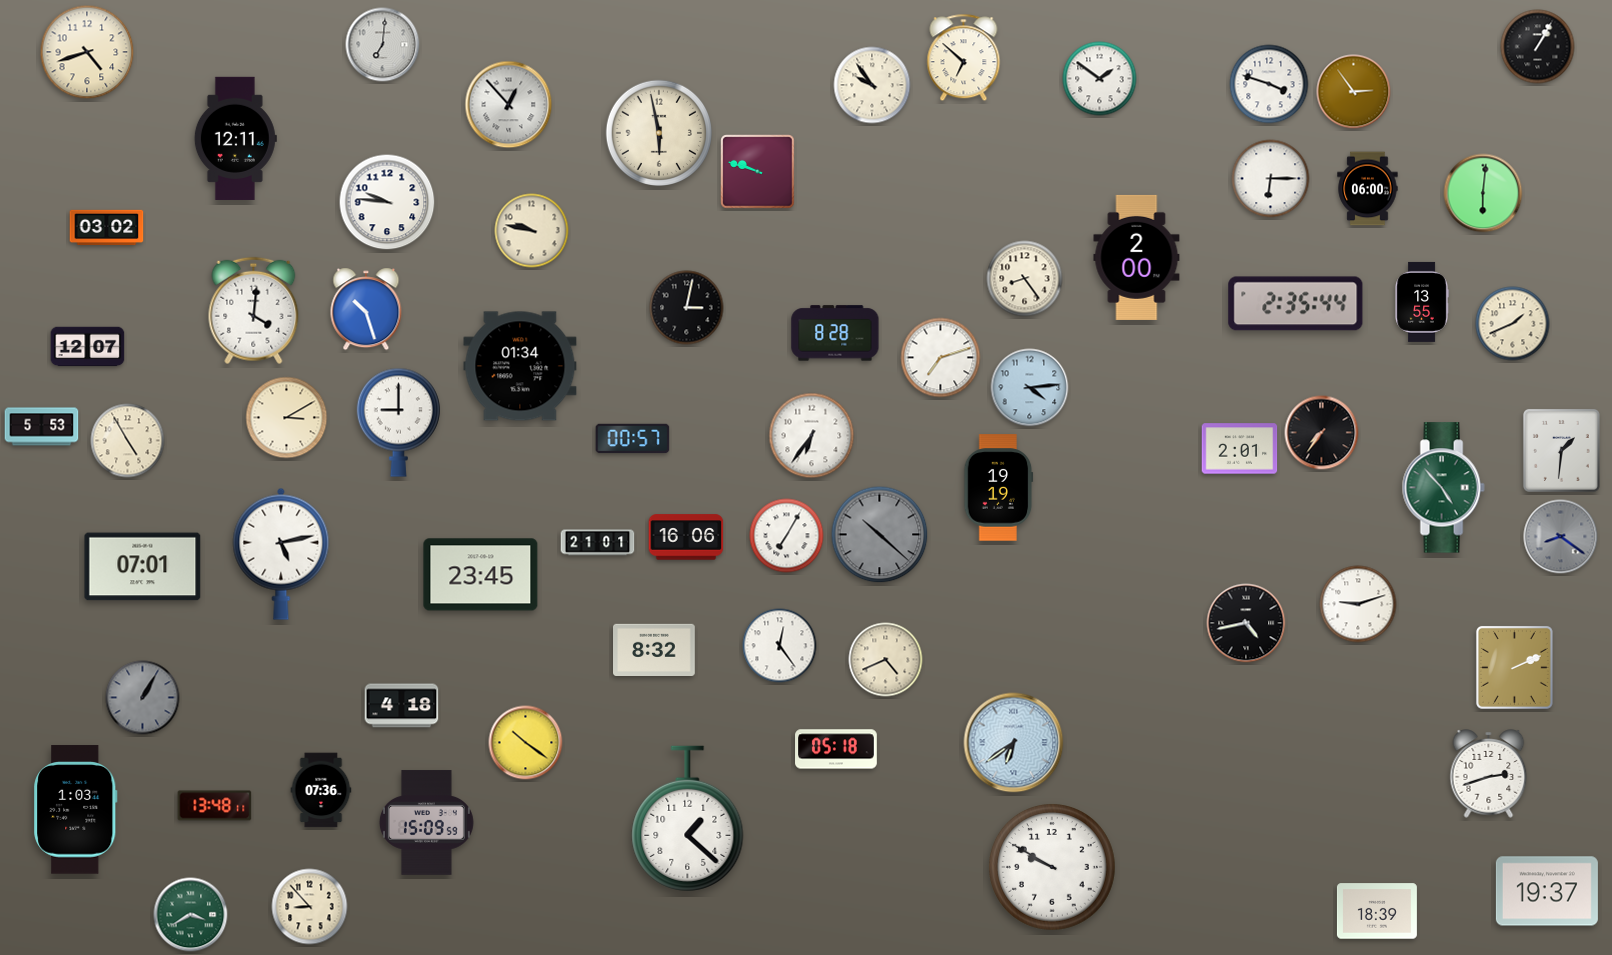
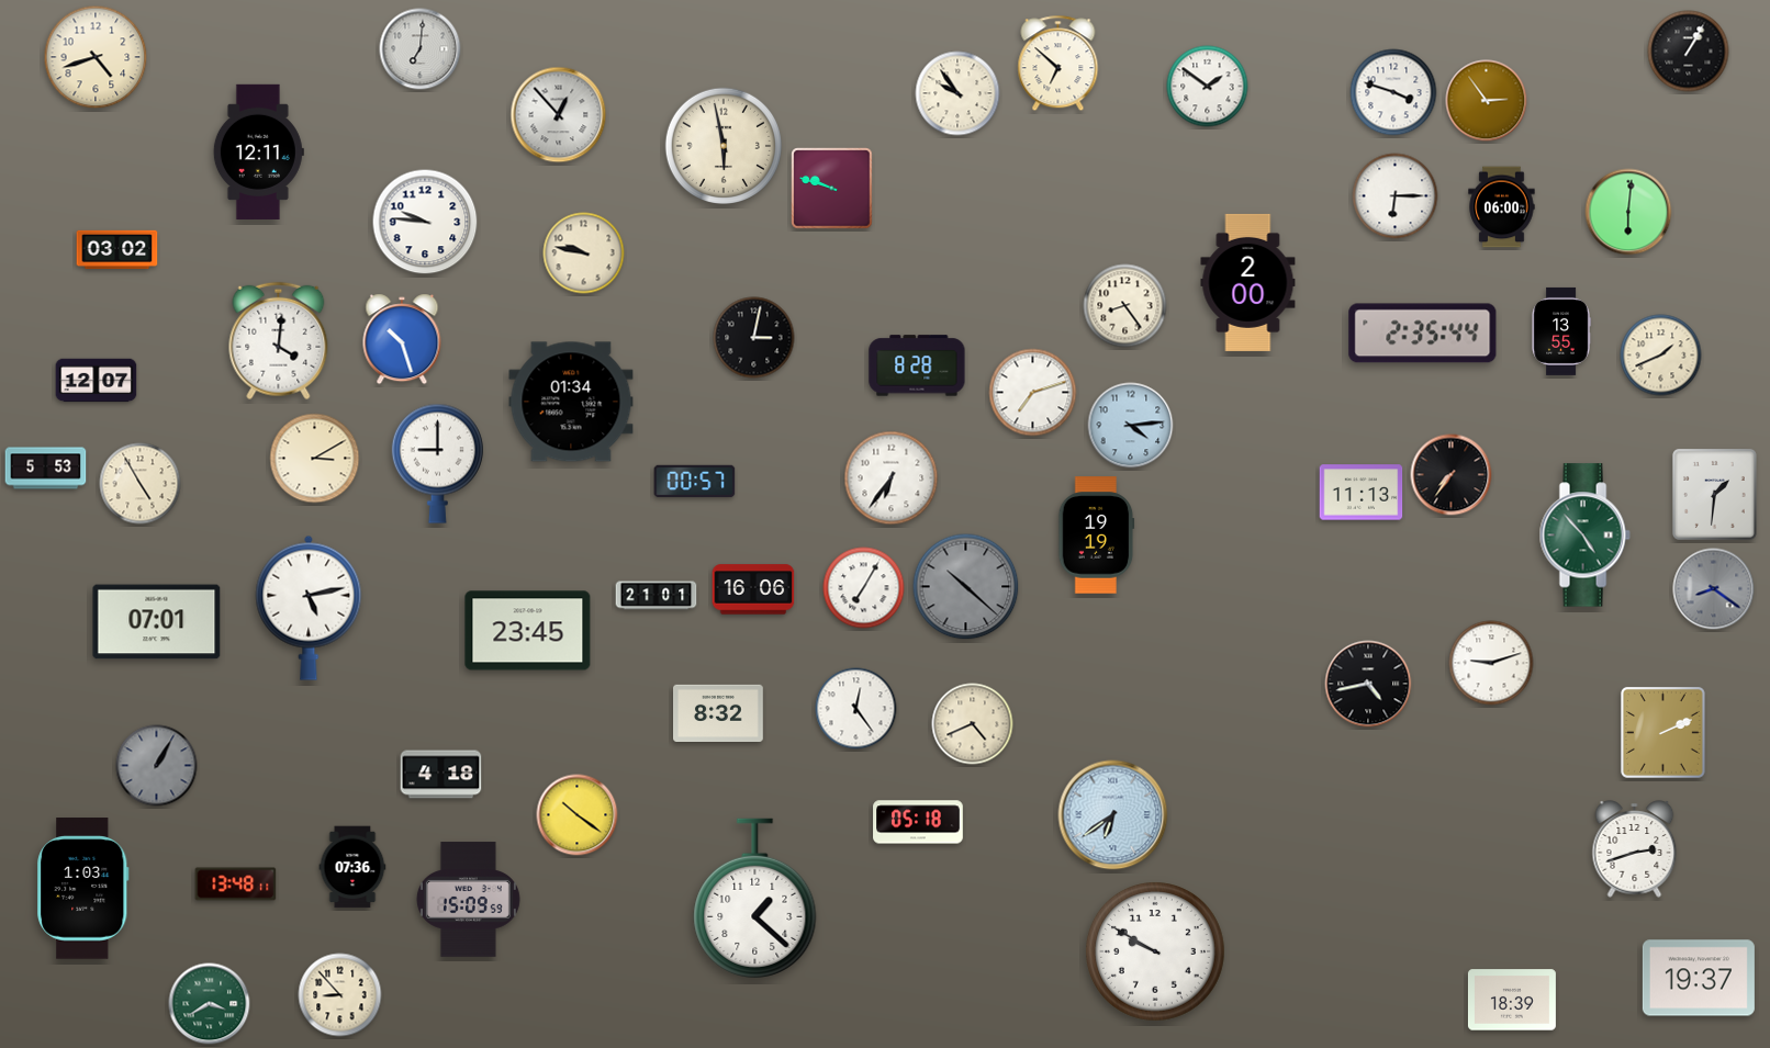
clock at (1240, 449): 2:01 -> 11:13
clock at (426, 823) position: (426, 823) -> (468, 900)
